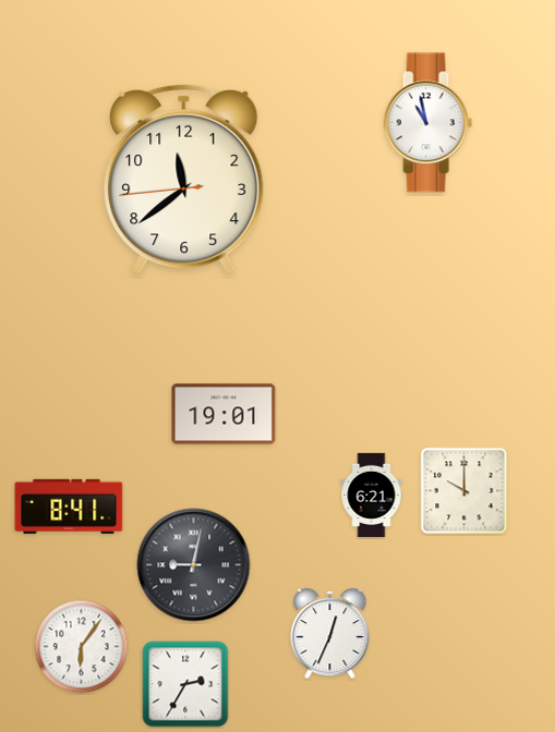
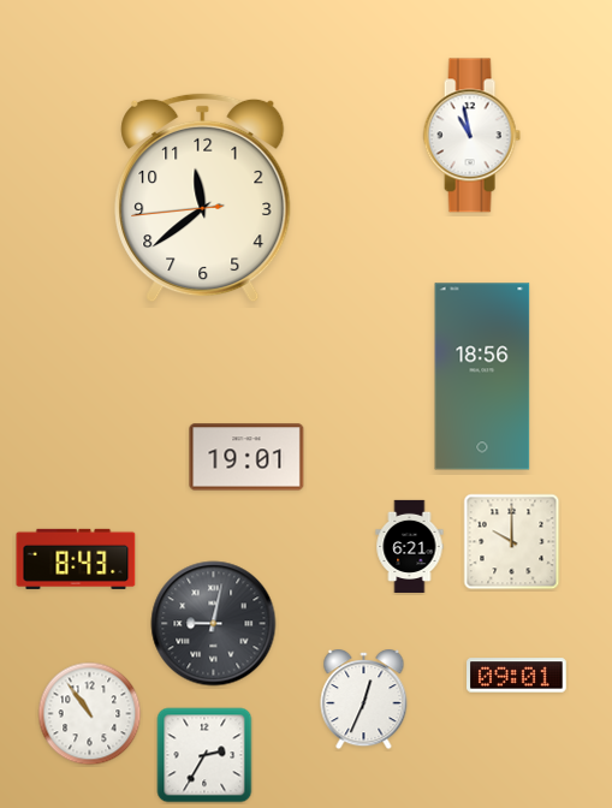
clock at (482, 376): none -> 18:56
clock at (69, 507): 8:41 -> 8:43
clock at (517, 676): none -> 09:01
clock at (82, 647): 6:06 -> 10:54
